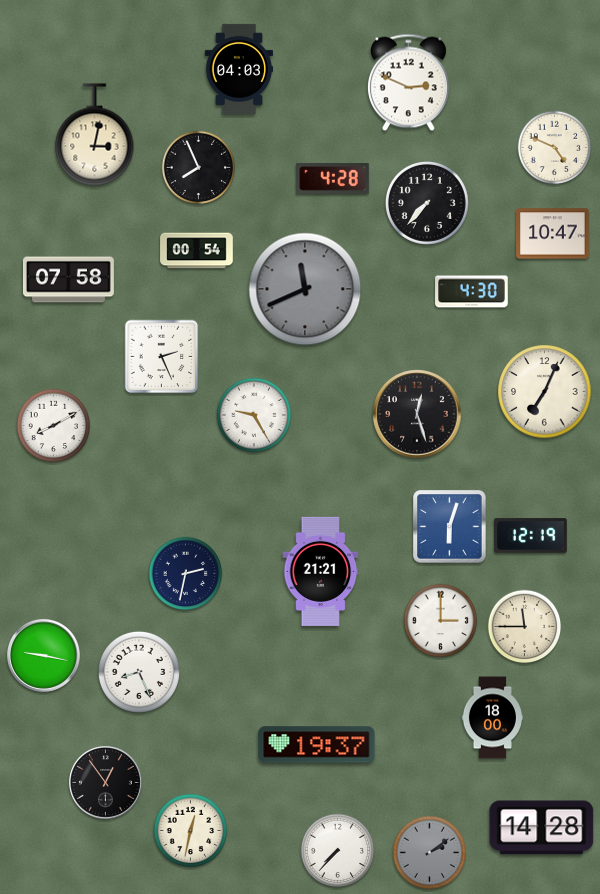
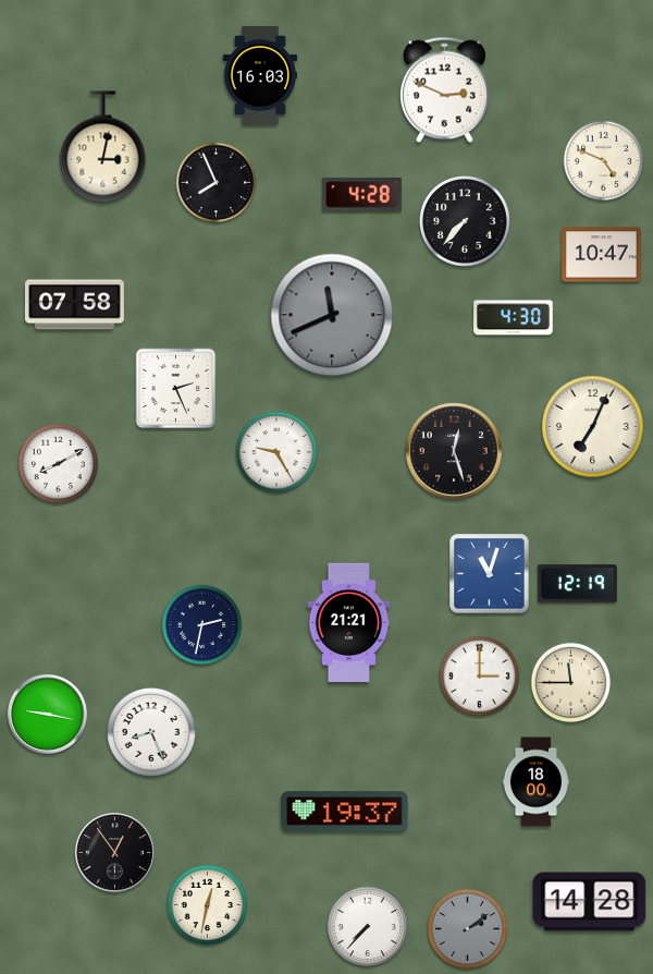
clock at (238, 69): 04:03 -> 16:03
clock at (197, 251): 00:54 -> none
clock at (450, 527): 6:03 -> 11:03
